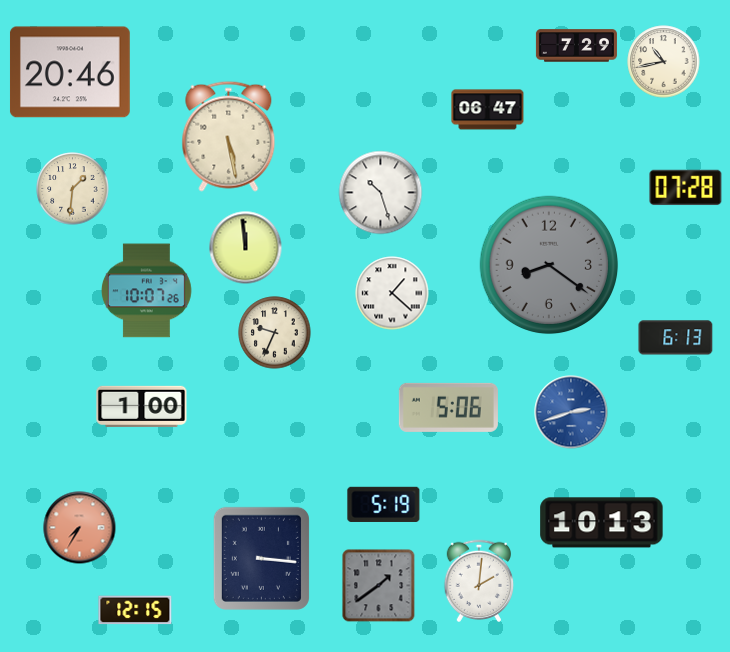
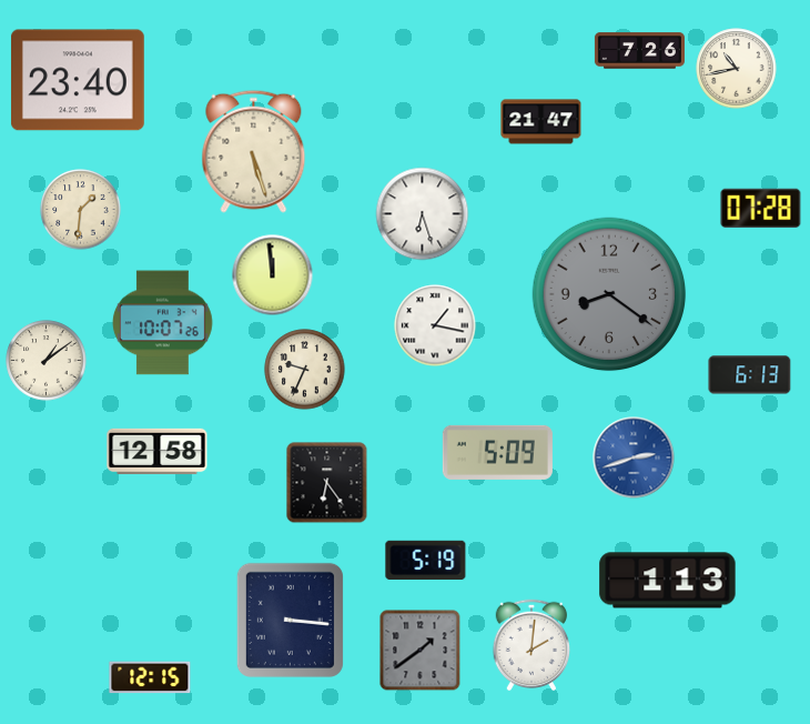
clock at (576, 46): 7:29 -> 7:26
clock at (70, 72): 20:46 -> 23:40
clock at (488, 110): 06:47 -> 21:47
clock at (229, 136): 5:28 -> 5:27
clock at (381, 193): 10:27 -> 6:27
clock at (392, 293): 1:22 -> 1:17
clock at (47, 361): none -> 1:09
clock at (142, 406): 1:00 -> 12:58
clock at (448, 407): 5:06 -> 5:09
clock at (327, 483): none -> 6:24
clock at (602, 523): 10:13 -> 1:13
clock at (80, 528): 7:35 -> none
